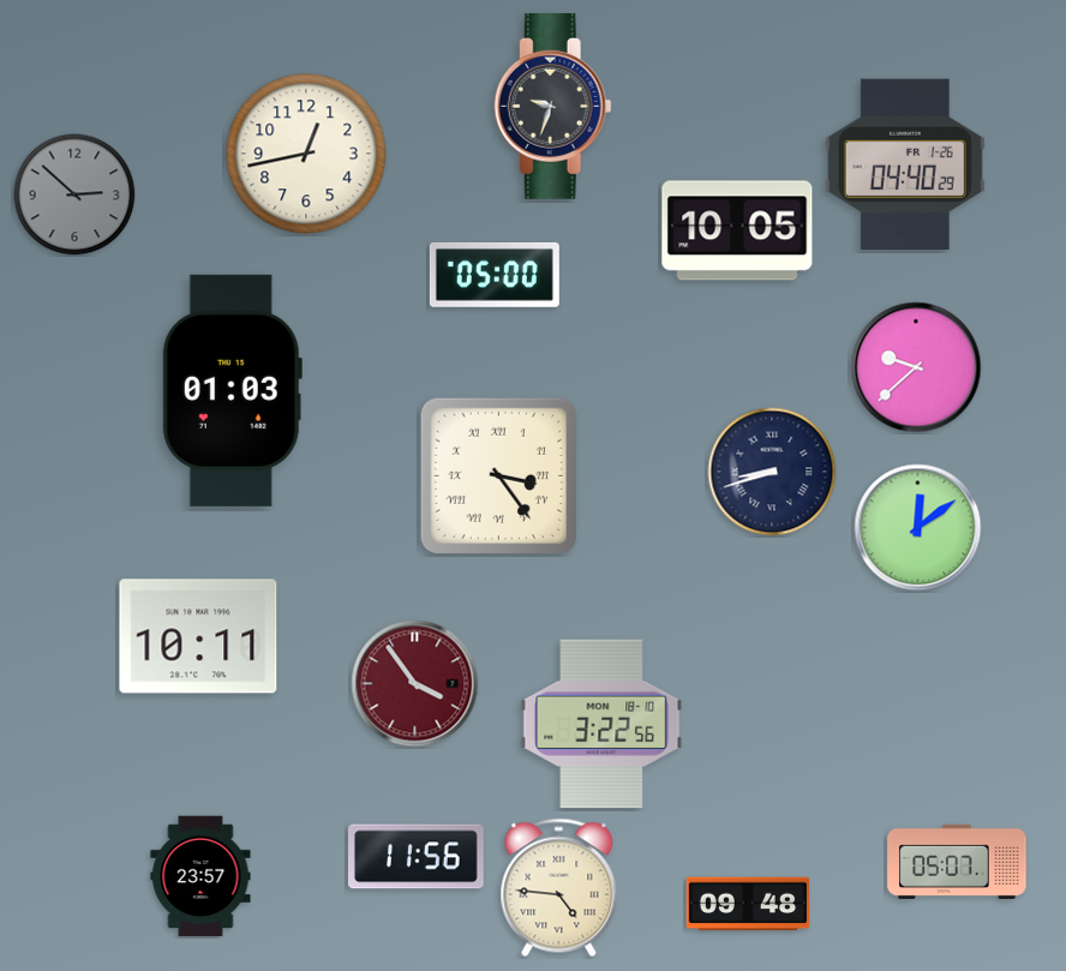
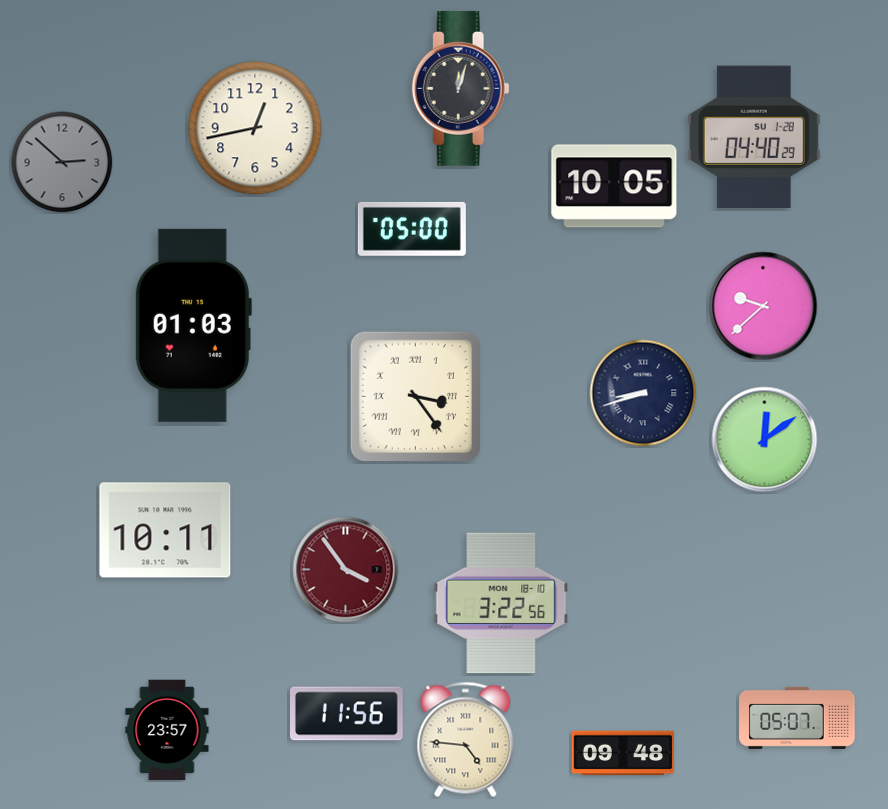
clock at (552, 106): 9:33 -> 12:03
clock at (905, 163) date: FR 1-26 -> SU 1-28
clock at (737, 230) position: (737, 230) -> (614, 186)
